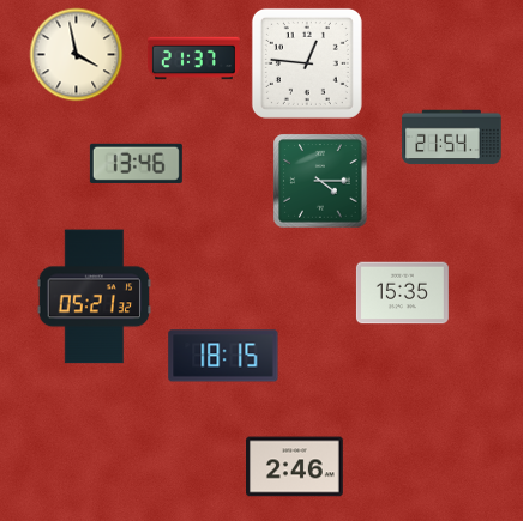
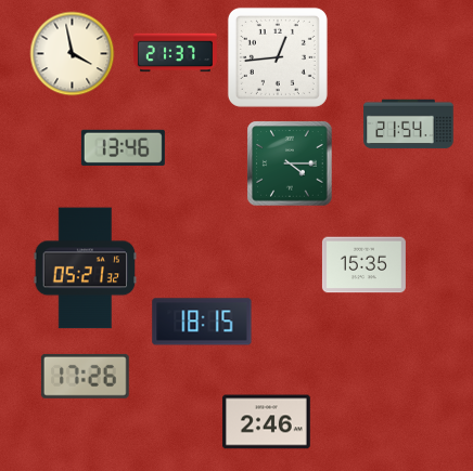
clock at (76, 54) position: (76, 54) -> (72, 53)
clock at (307, 63): 12:46 -> 12:44
clock at (85, 376): none -> 17:26
